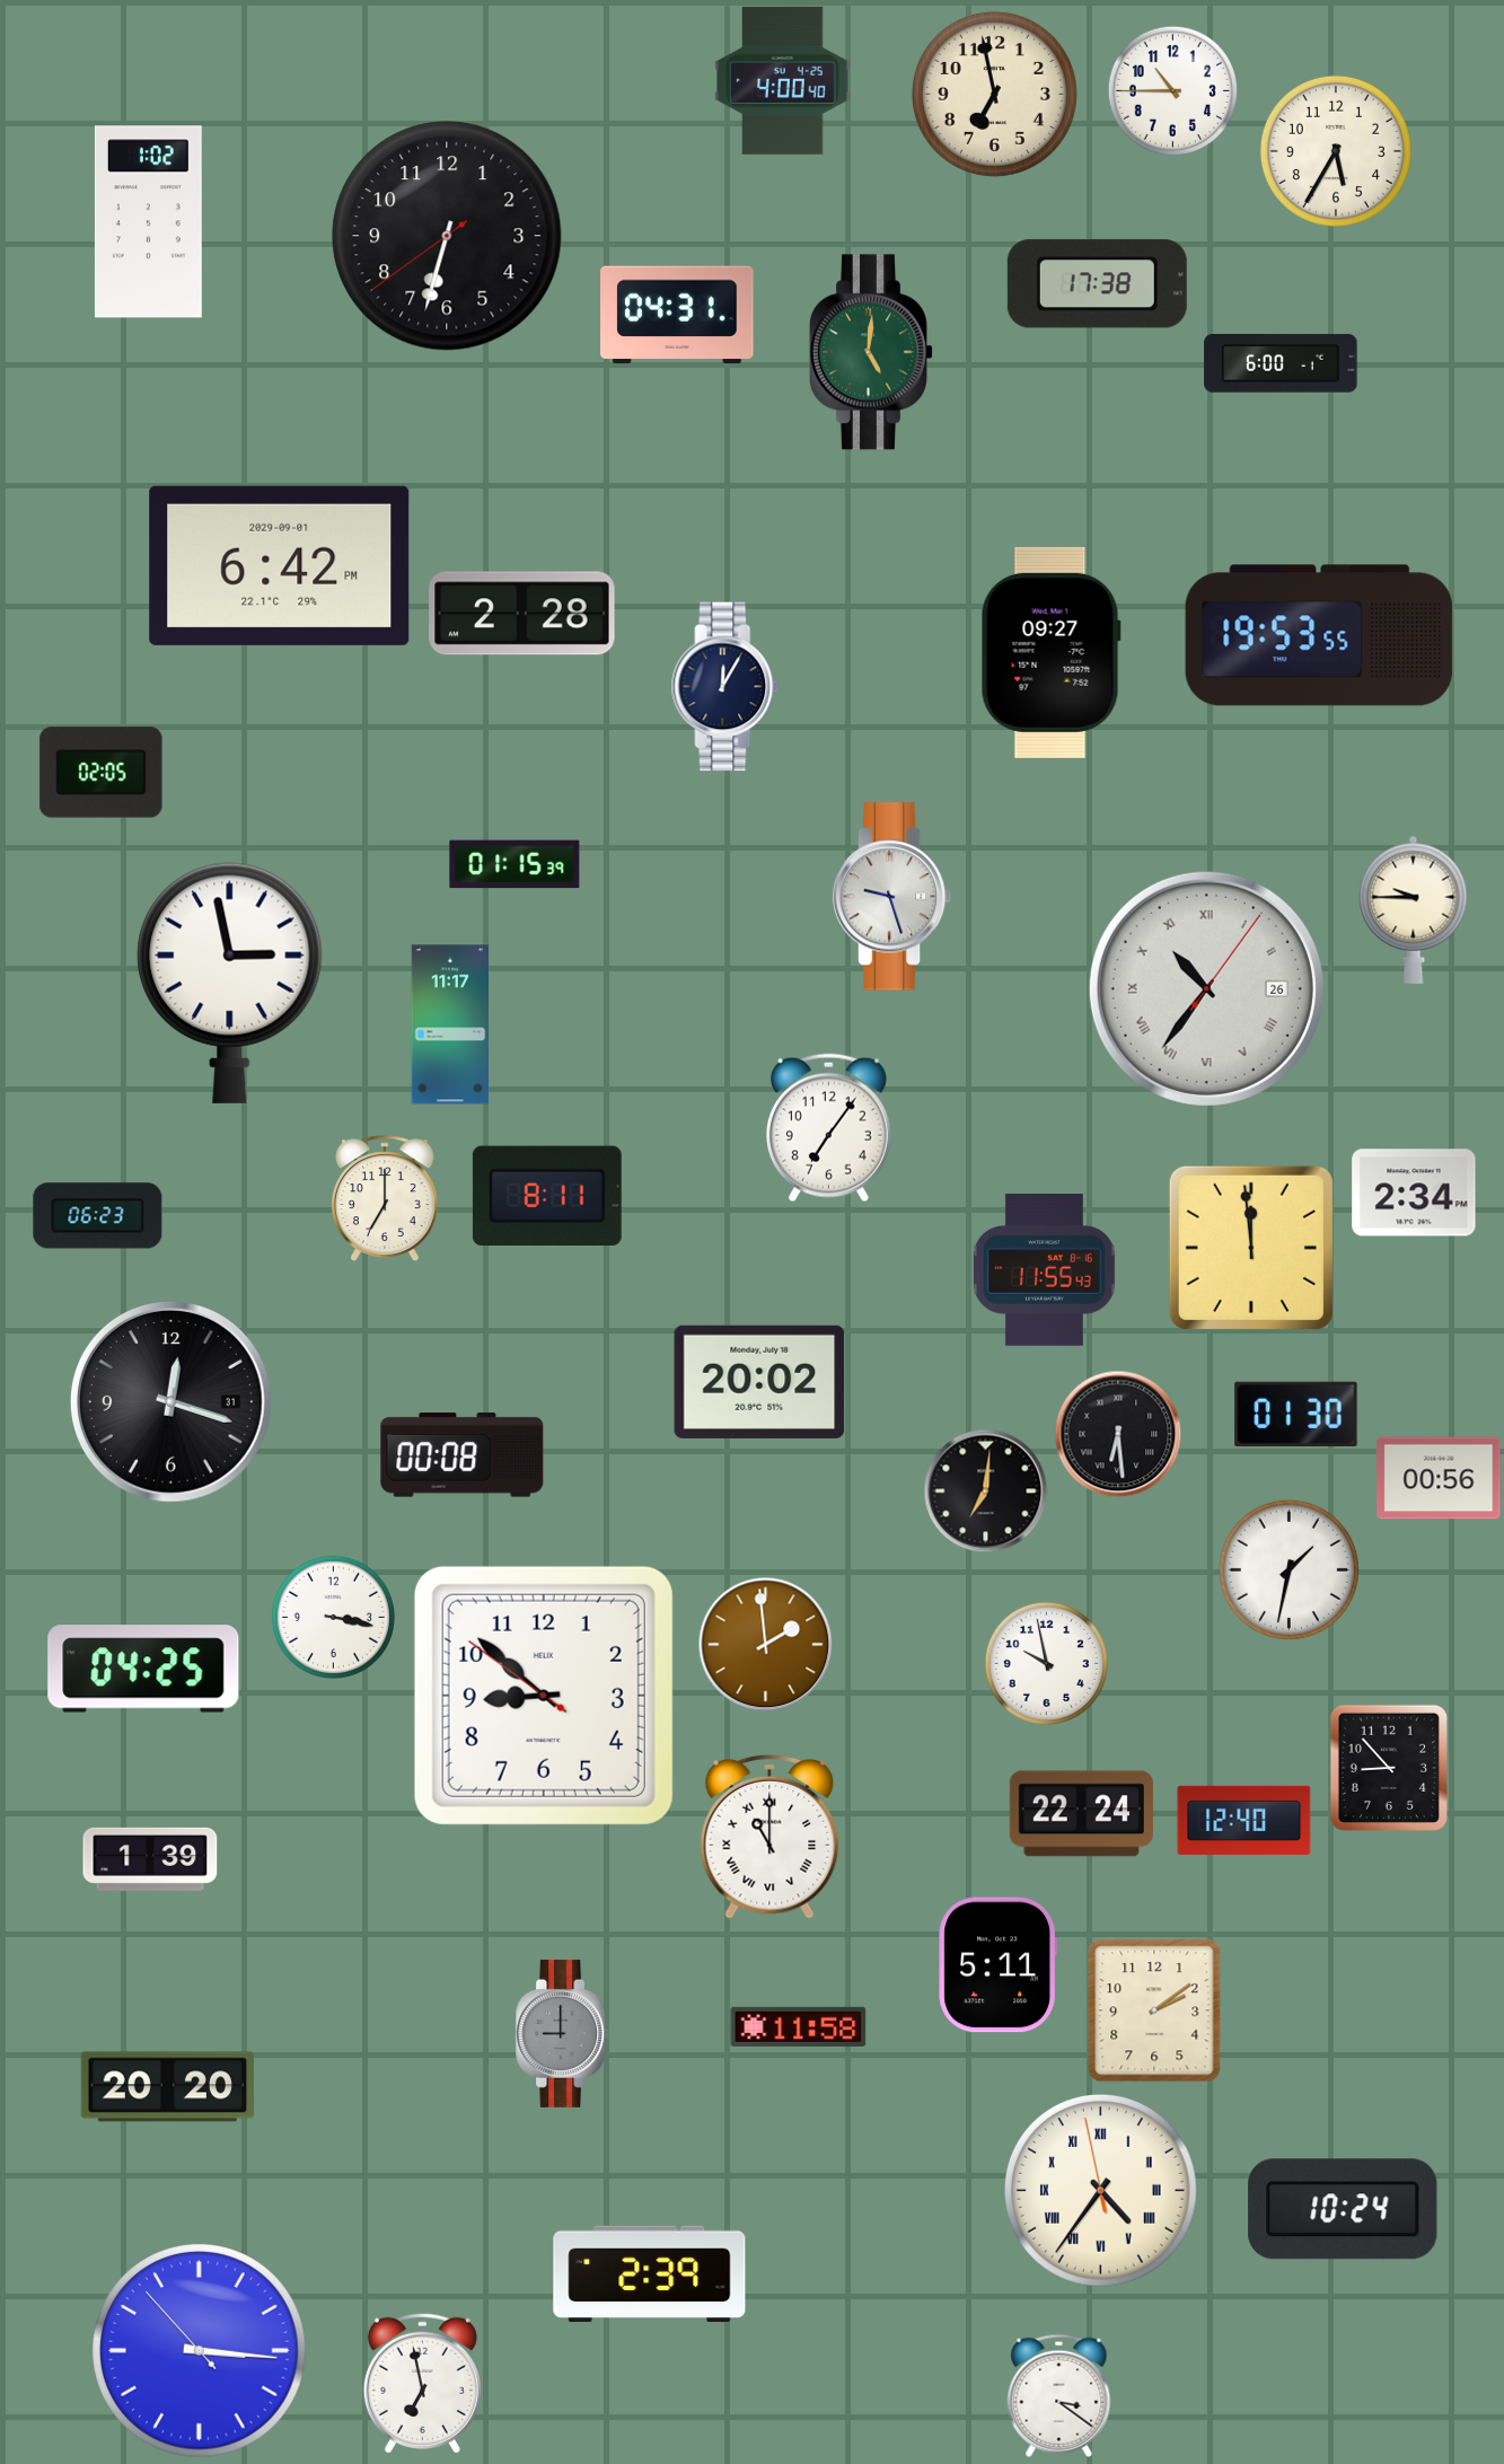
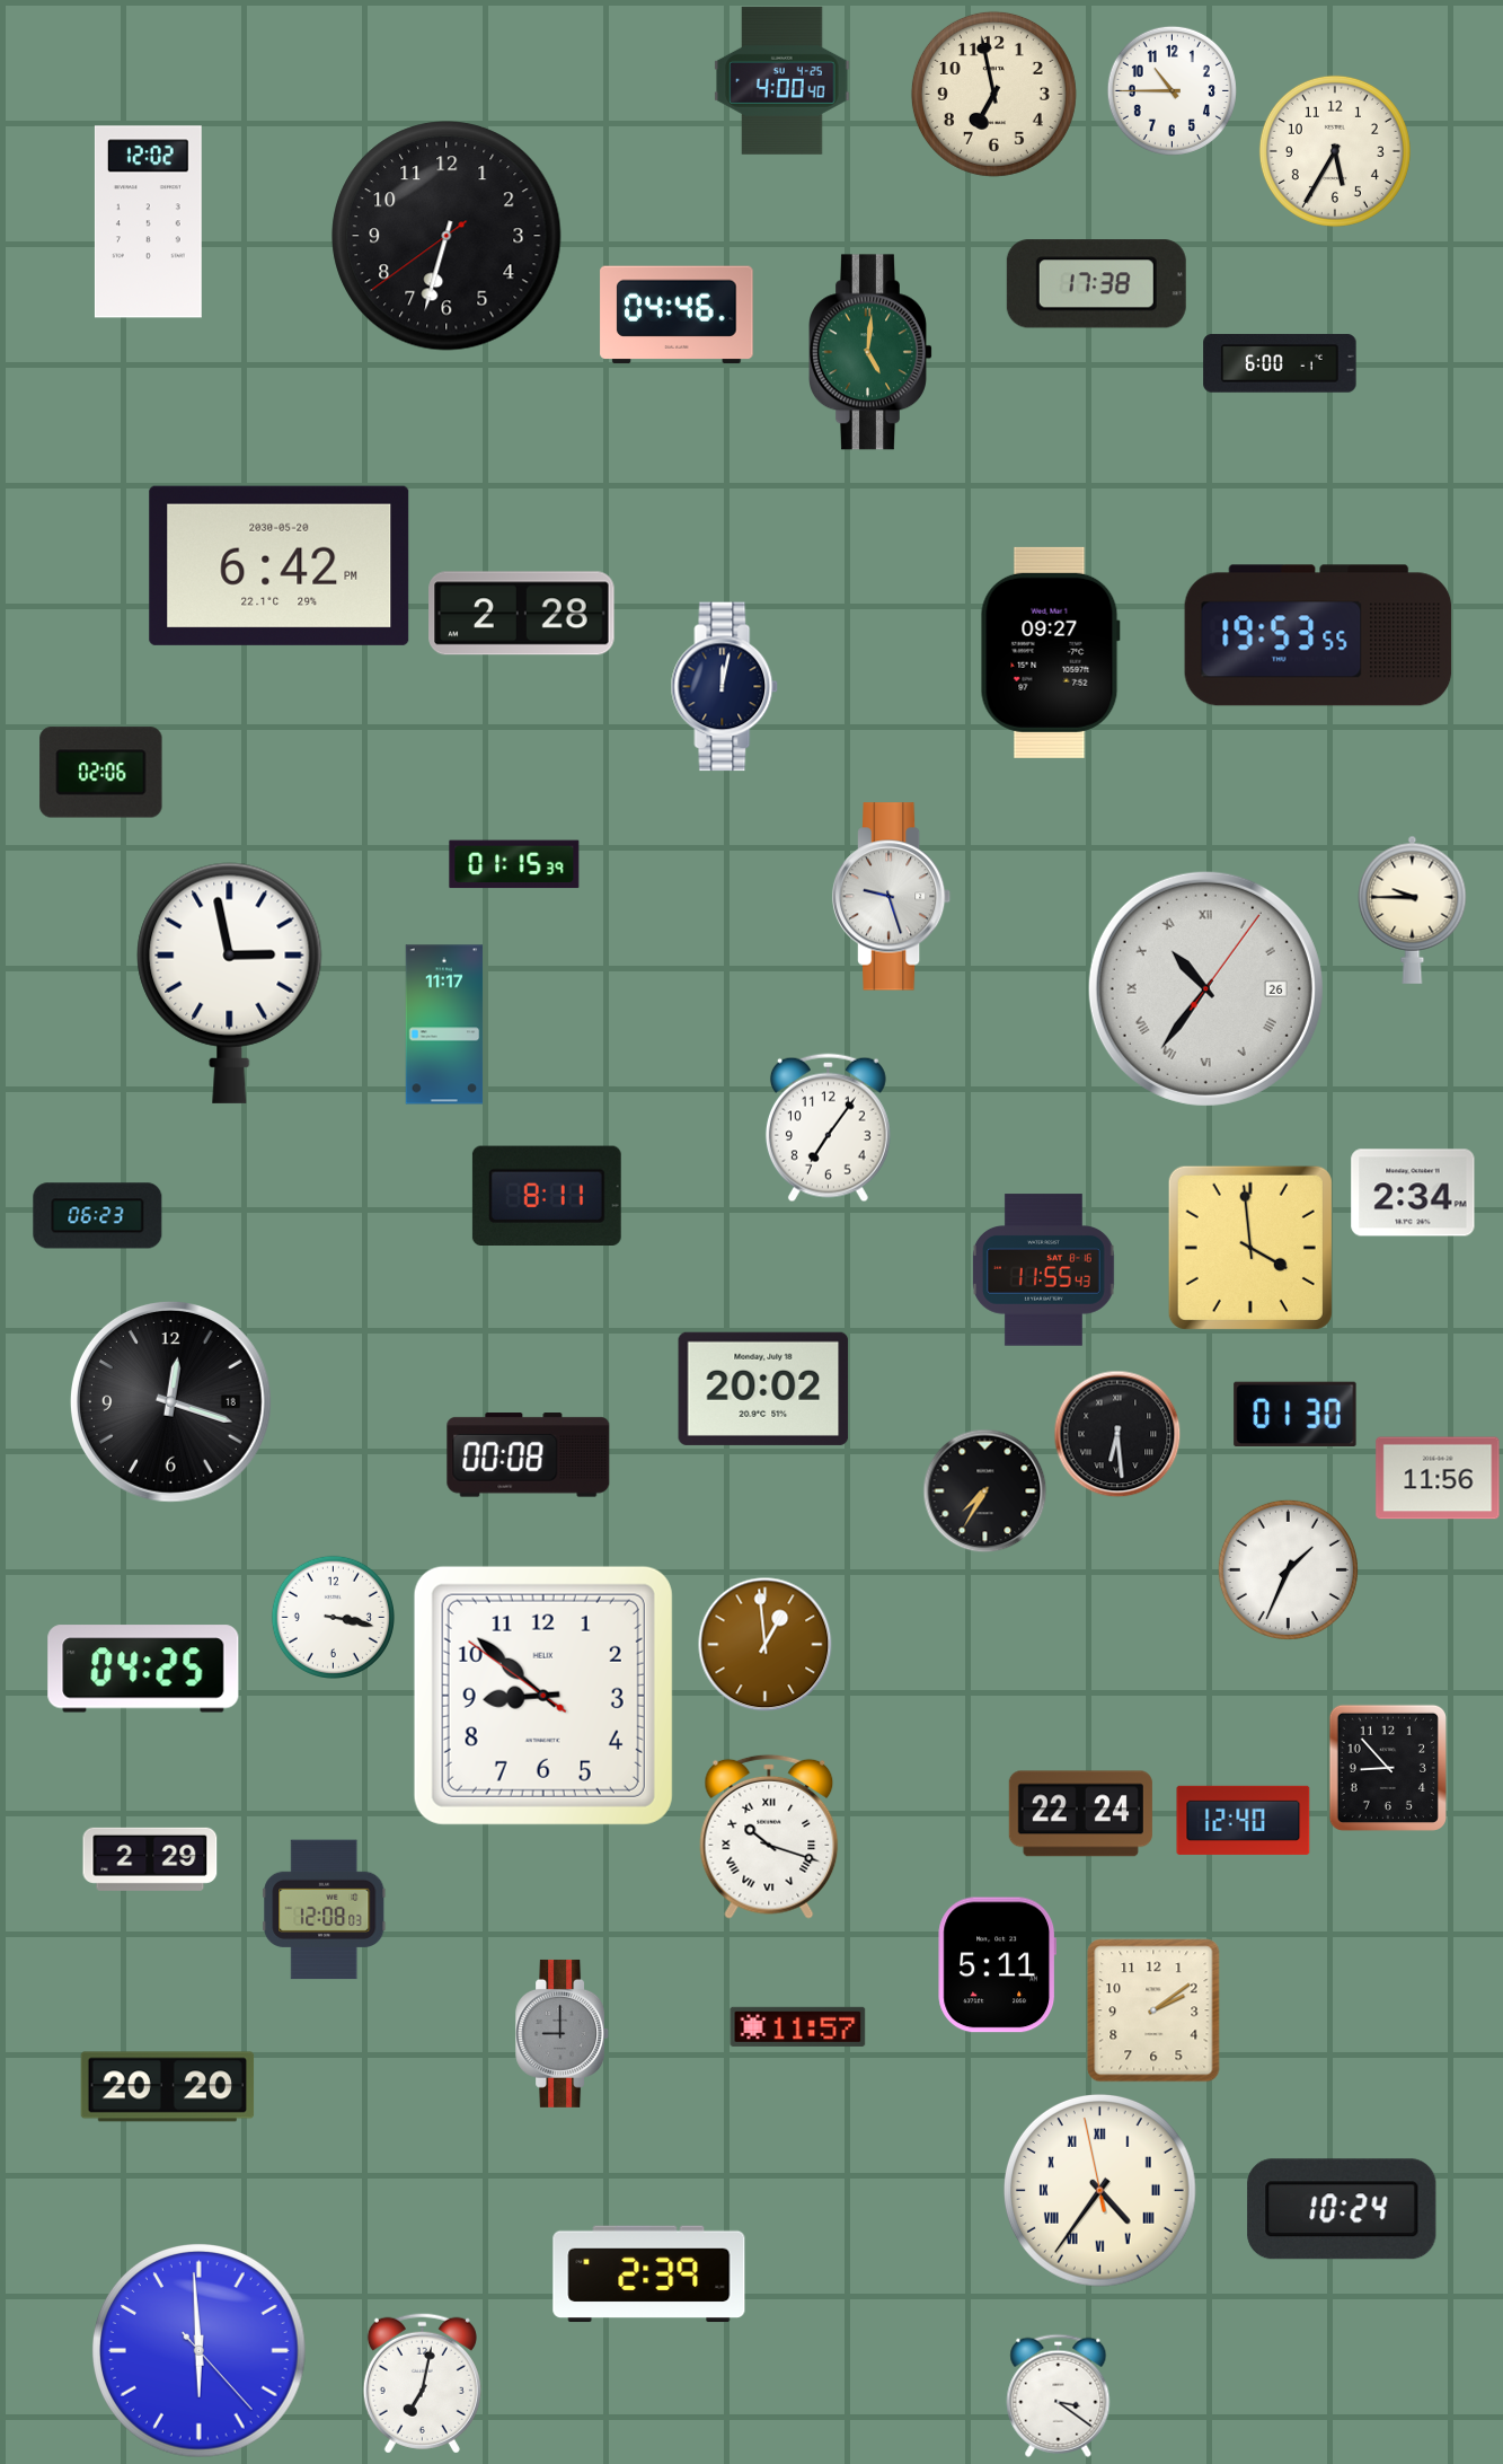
clock at (148, 222): 1:02 -> 12:02
clock at (677, 315): 04:31 -> 04:46
clock at (280, 565) date: 2029-09-01 -> 2030-05-20
clock at (725, 687): 12:05 -> 12:02
clock at (102, 773): 02:05 -> 02:06
clock at (450, 1024) position: (450, 1024) -> (444, 1024)
clock at (385, 1198): 7:00 -> none
clock at (1251, 1248): 11:59 -> 3:59
clock at (759, 1382) position: (759, 1382) -> (763, 1389)
clock at (170, 1401) date: 31 -> 18
clock at (463, 1455) position: (463, 1455) -> (529, 1455)
clock at (1439, 1478): 00:56 -> 11:56
clock at (986, 1491): 7:01 -> 7:35
clock at (1288, 1569): 1:32 -> 1:34
clock at (766, 1645): 1:59 -> 12:59
clock at (1046, 1663): 9:58 -> none
clock at (769, 1837): 11:00 -> 10:18
clock at (150, 1859): 1:39 -> 2:29
clock at (325, 1910): none -> 12:08
clock at (799, 2026): 11:58 -> 11:57
clock at (200, 2351): 3:15 -> 5:59
clock at (422, 2383): 6:58 -> 7:02
